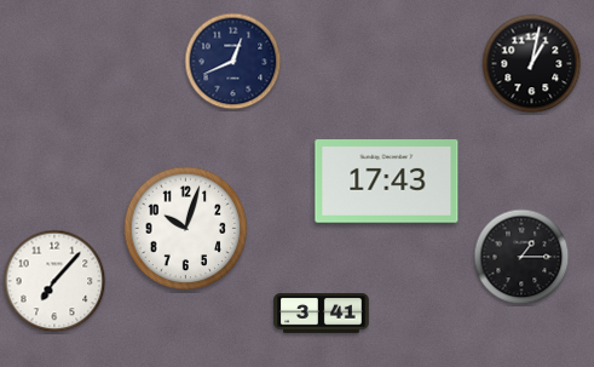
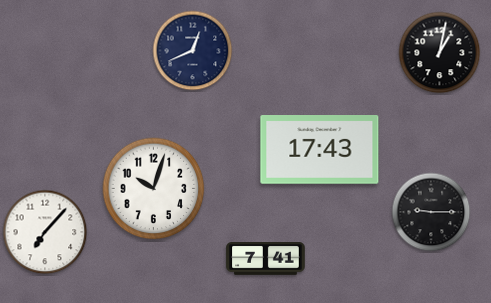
clock at (521, 257): 1:15 -> 9:15
clock at (322, 314): 3:41 -> 7:41
